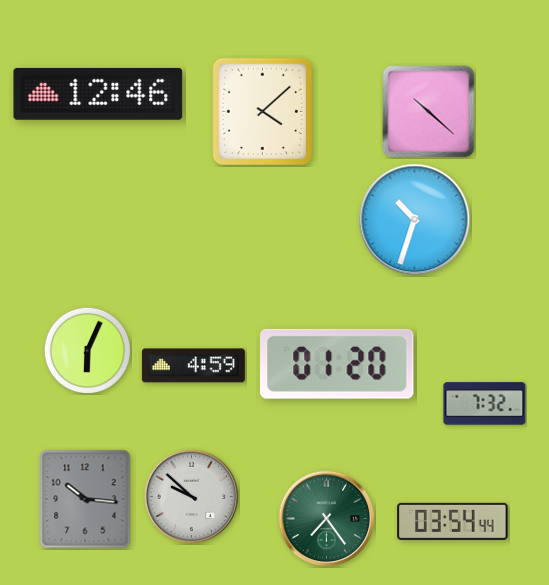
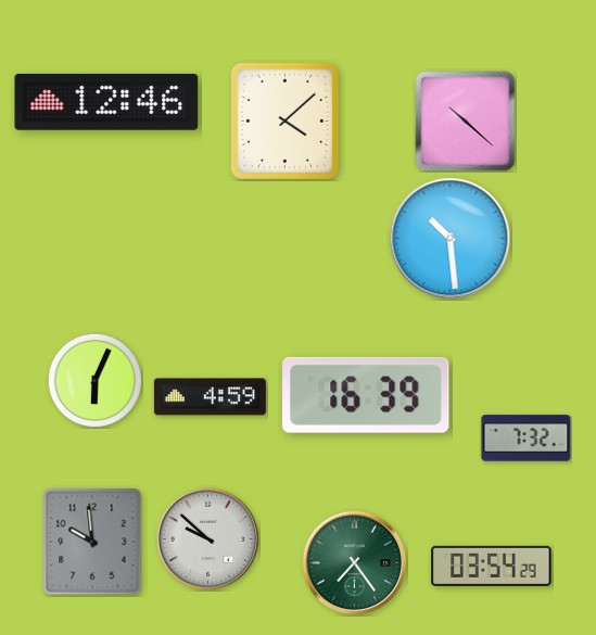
clock at (415, 220): 10:33 -> 10:29
clock at (337, 364): 01:20 -> 16:39
clock at (85, 499): 10:16 -> 9:59
clock at (453, 521): 03:54:44 -> 03:54:29
